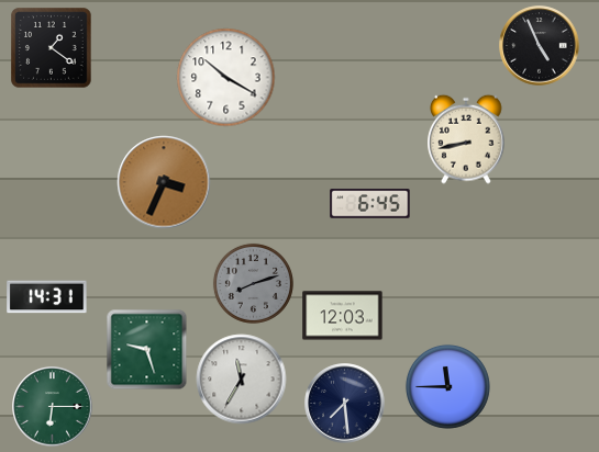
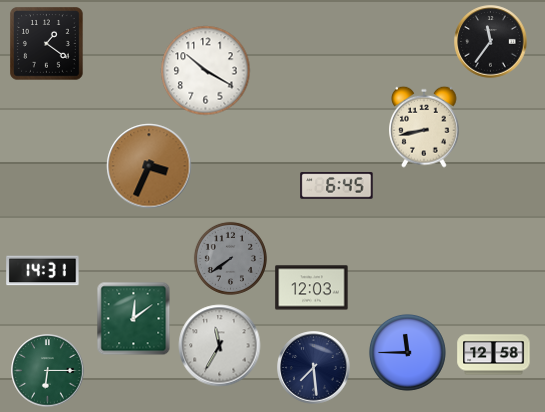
clock at (540, 46): 4:56 -> 11:36
clock at (253, 283): 8:12 -> 7:39
clock at (147, 350): 9:27 -> 12:09
clock at (494, 355): none -> 12:58
